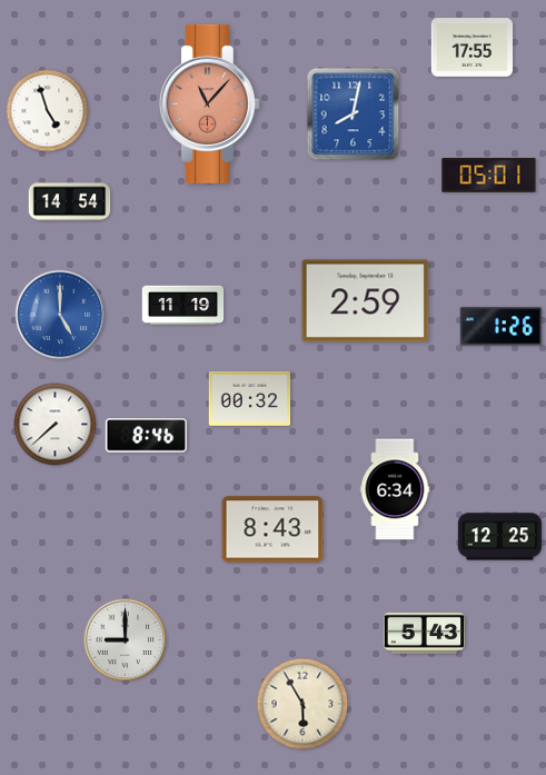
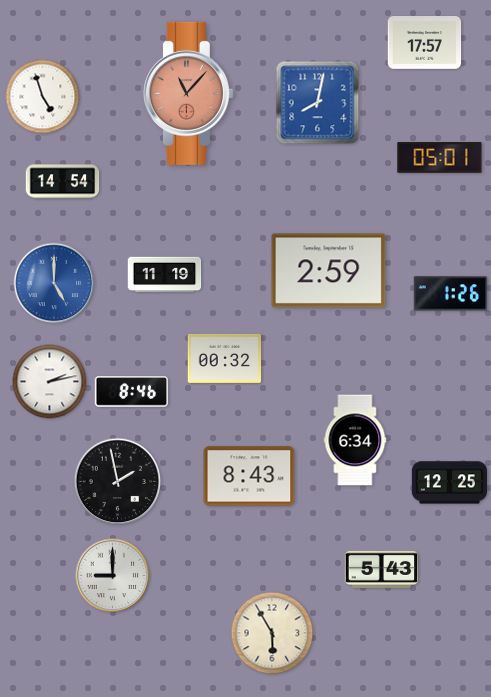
clock at (473, 48): 17:55 -> 17:57
clock at (48, 111) position: (48, 111) -> (43, 97)
clock at (56, 425): 7:38 -> 2:13
clock at (272, 529) position: (272, 529) -> (249, 476)
clock at (118, 482): none -> 1:58
